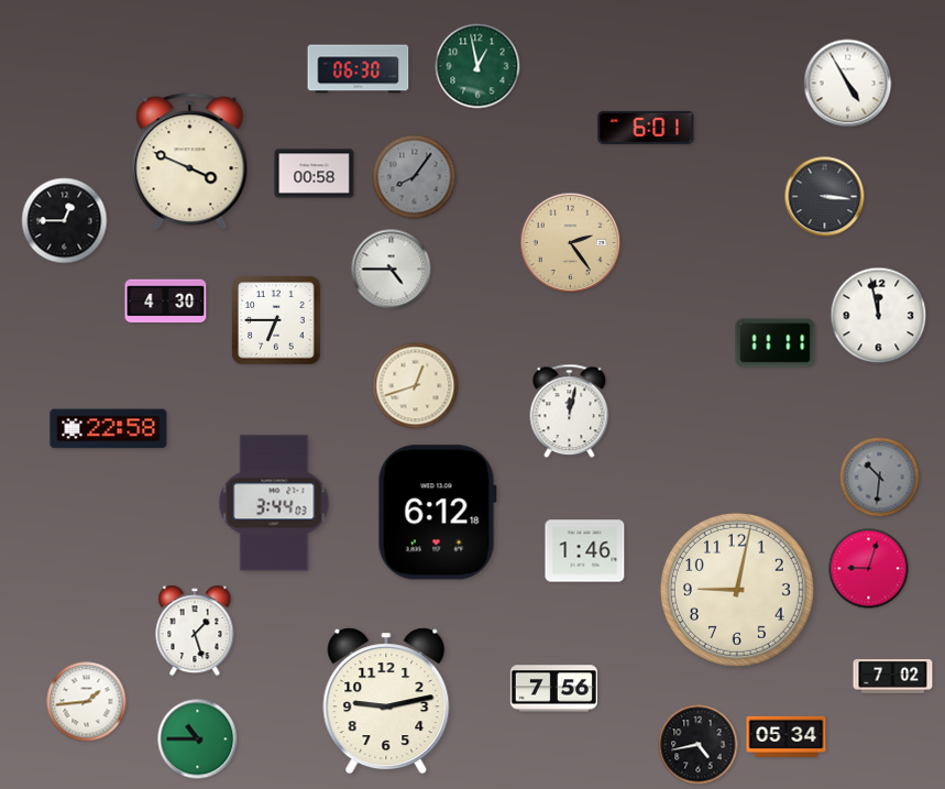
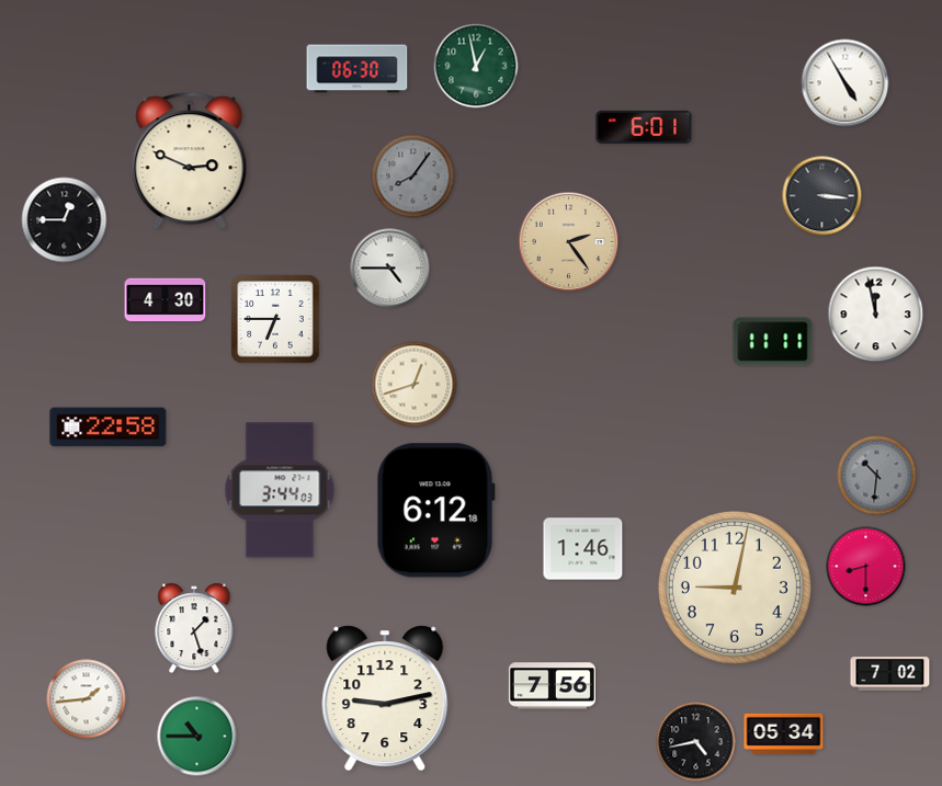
clock at (190, 162): 3:49 -> 2:49
clock at (315, 174): 00:58 -> none
clock at (570, 412): 12:02 -> none
clock at (274, 503) position: (274, 503) -> (280, 490)
clock at (869, 569): 9:03 -> 8:30
